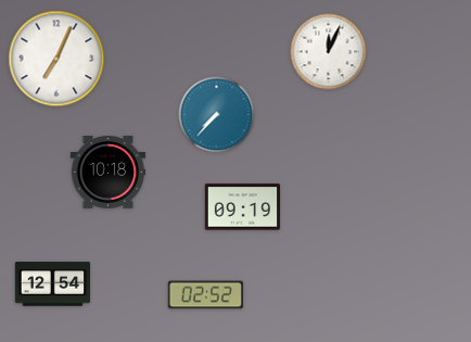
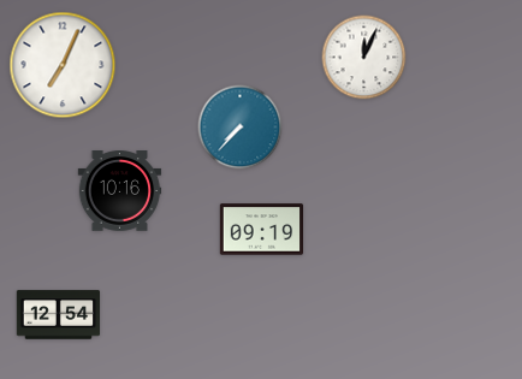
clock at (109, 173): 10:18 -> 10:16
clock at (243, 207) position: (243, 207) -> (262, 230)
clock at (206, 295): 02:52 -> none
